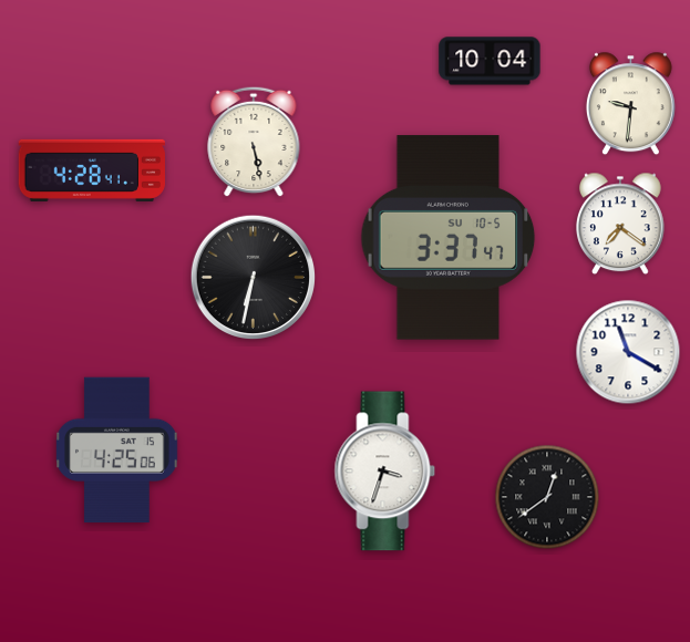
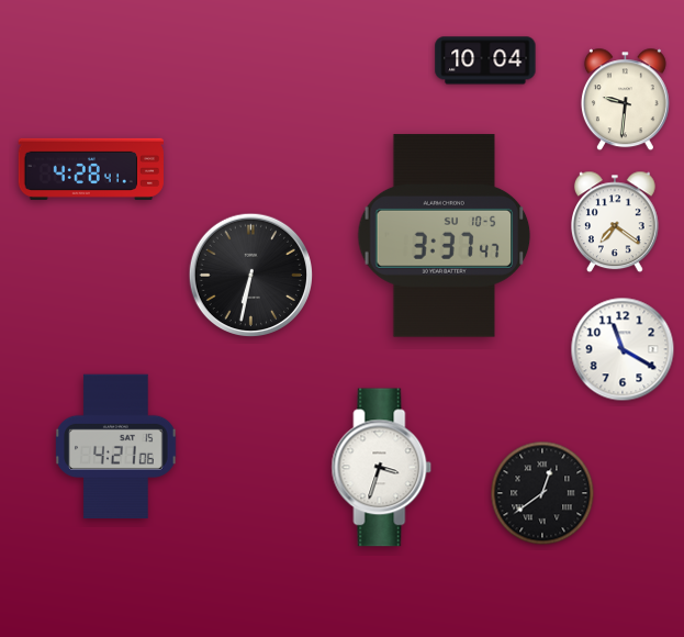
clock at (630, 104) position: (630, 104) -> (625, 100)
clock at (254, 142): 5:28 -> none
clock at (117, 451): 4:25 -> 4:21
